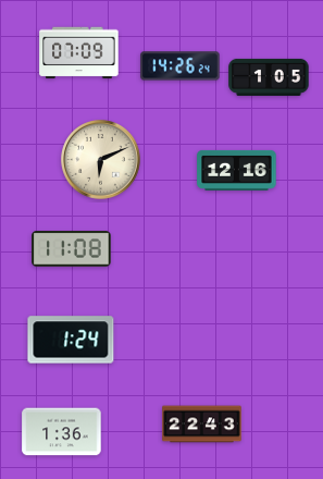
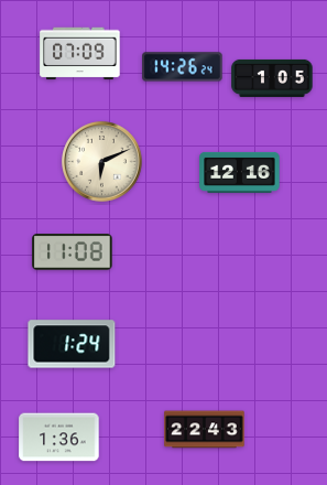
clock at (62, 432) position: (62, 432) -> (59, 438)
